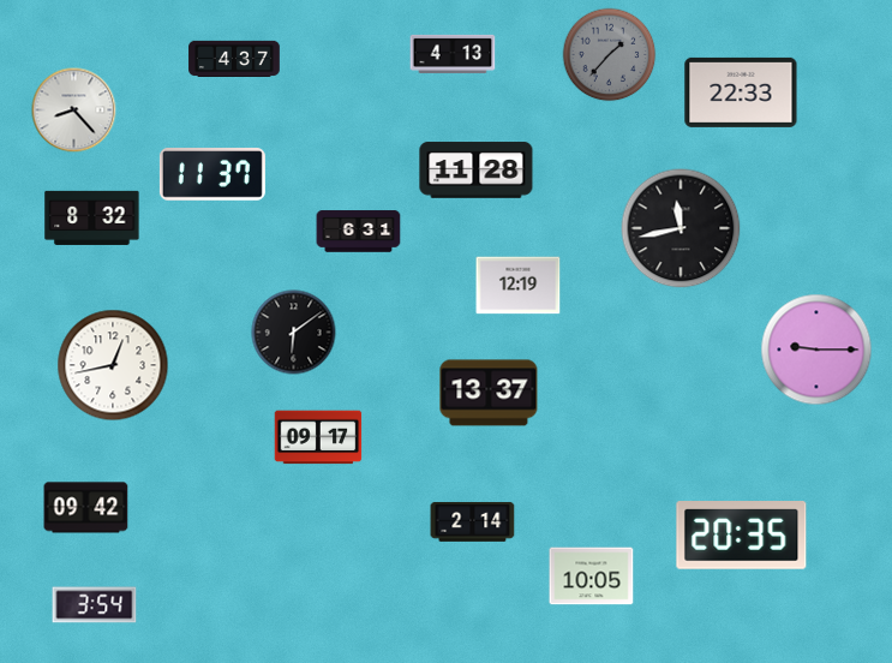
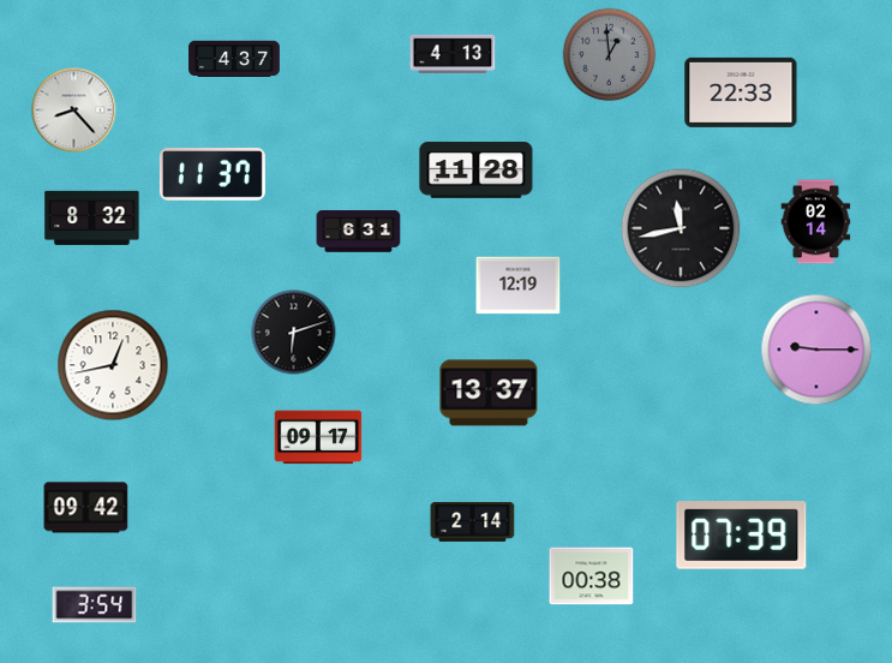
clock at (610, 55): 1:37 -> 12:59
clock at (816, 222): none -> 02:14
clock at (294, 333): 6:09 -> 6:12
clock at (742, 536): 20:35 -> 07:39
clock at (592, 577): 10:05 -> 00:38
